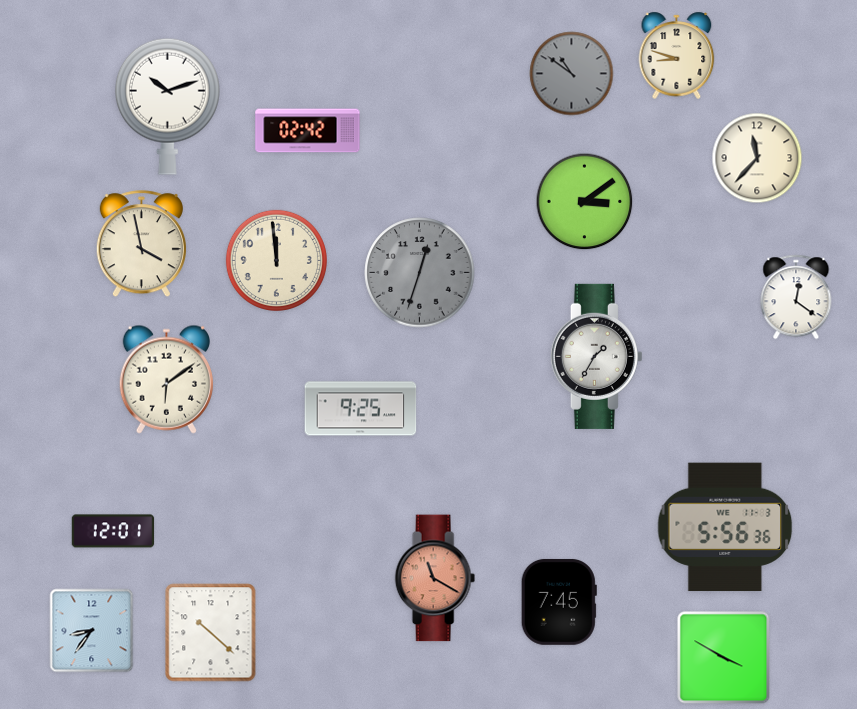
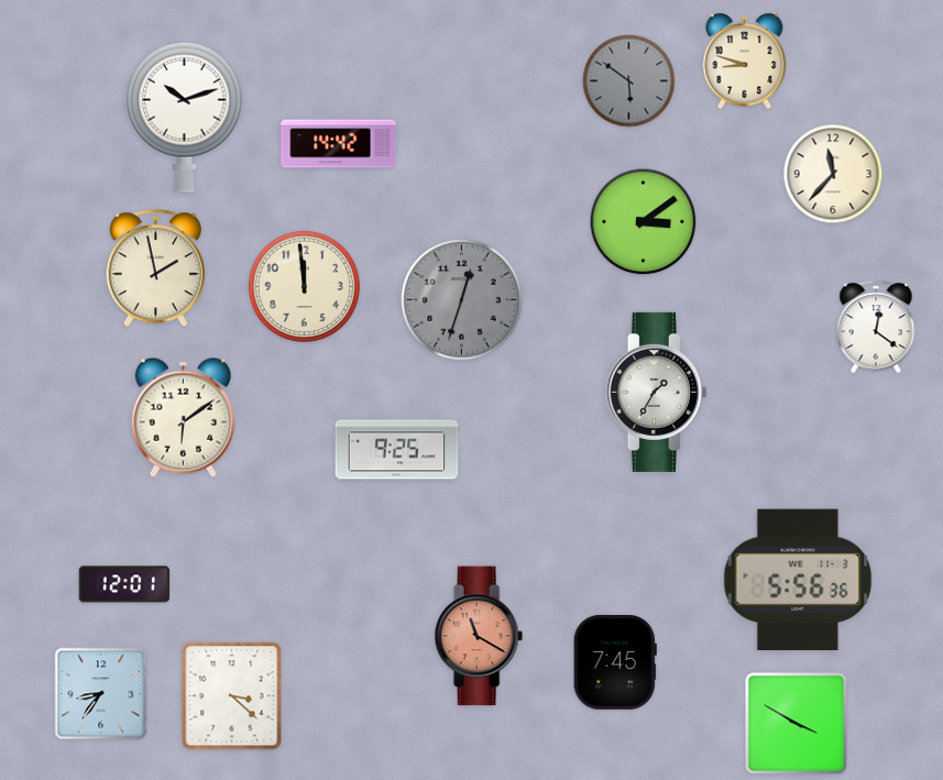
clock at (572, 74): 10:51 -> 5:51
clock at (308, 131): 02:42 -> 14:42
clock at (141, 244): 3:58 -> 1:58
clock at (211, 633): 10:22 -> 3:22
